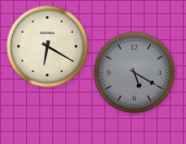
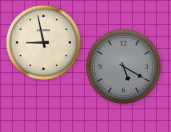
clock at (47, 46): 6:20 -> 8:58
